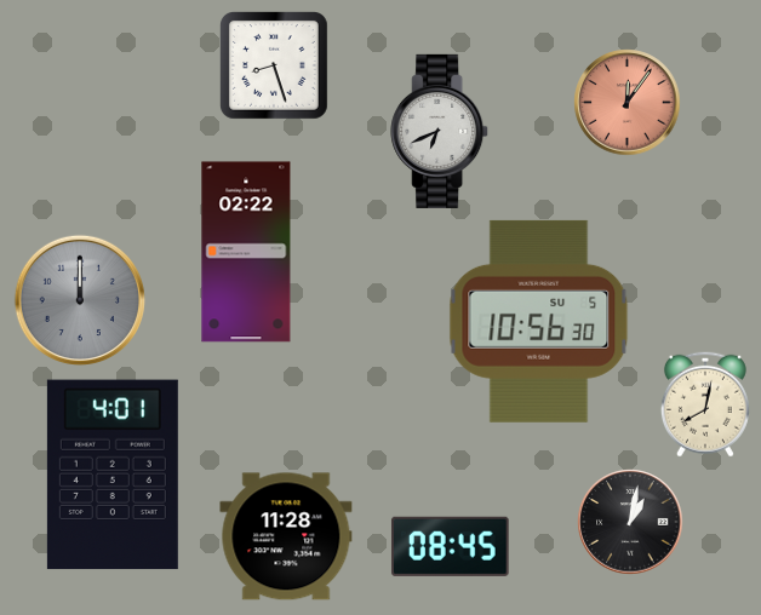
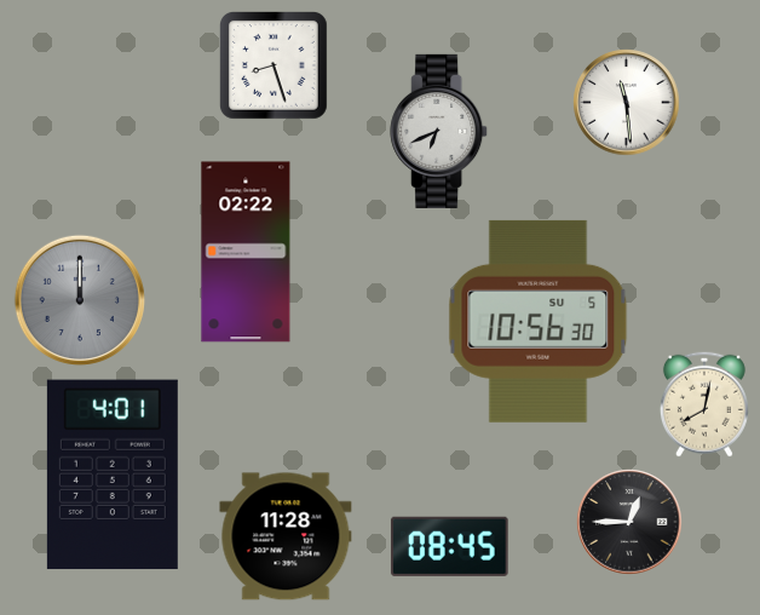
clock at (628, 103): 12:06 -> 11:29
clock at (628, 103) dial: salmon -> white
clock at (630, 522): 1:02 -> 12:45
